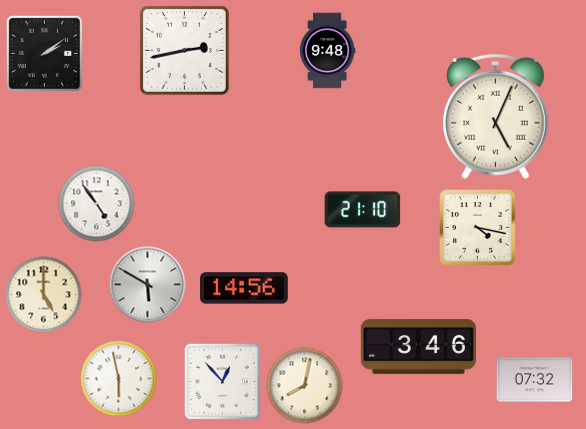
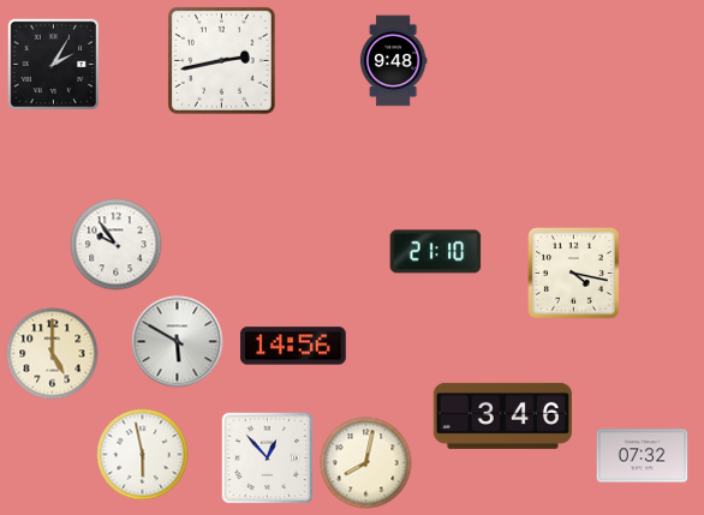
clock at (44, 53): 2:09 -> 2:05
clock at (495, 117): 5:04 -> none
clock at (97, 204): 4:54 -> 9:54
